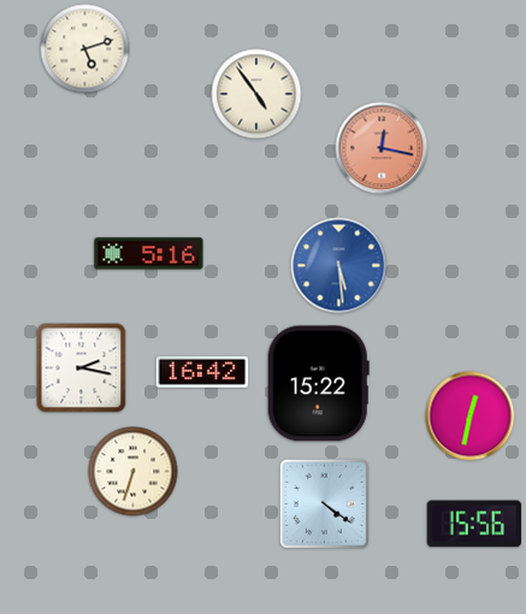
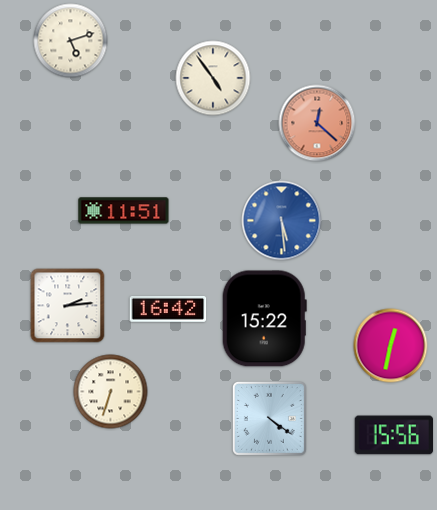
clock at (382, 148): 12:17 -> 12:22
clock at (149, 254): 5:16 -> 11:51
clock at (82, 368): 2:17 -> 2:14
